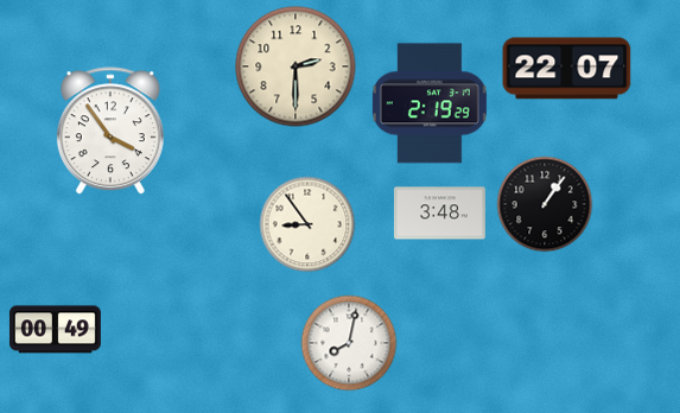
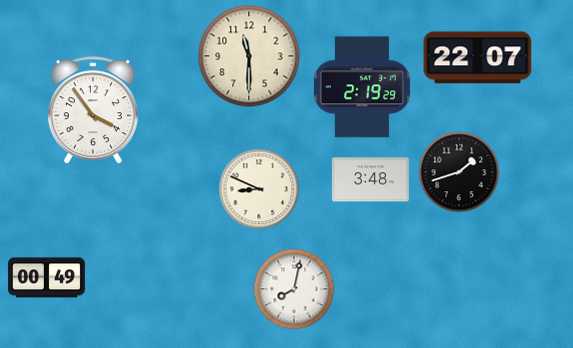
clock at (295, 66): 2:30 -> 11:30
clock at (545, 204): 1:06 -> 1:42
clock at (307, 224): 8:54 -> 8:49
